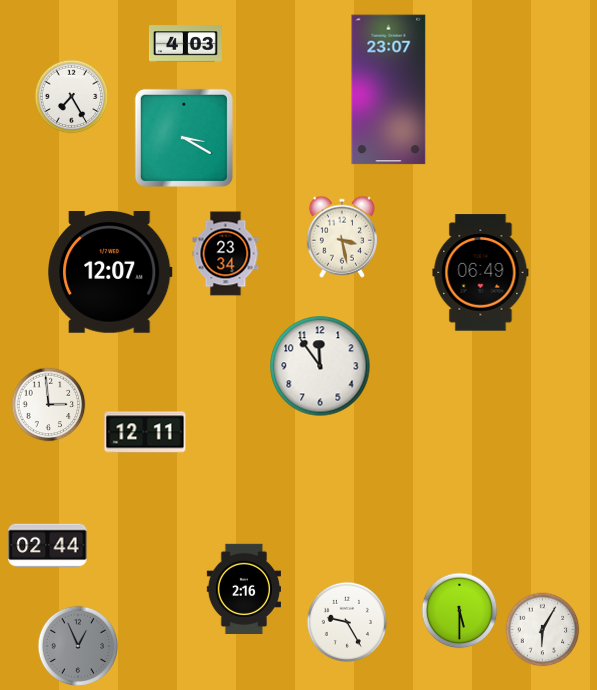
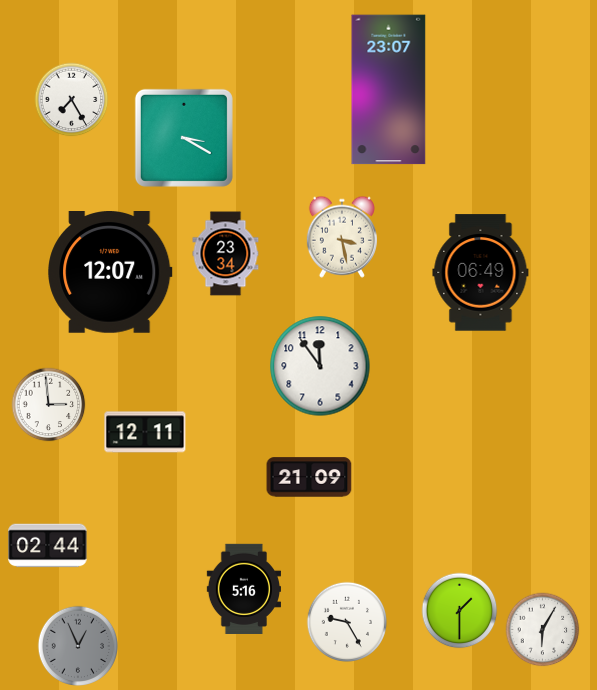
clock at (185, 44): 4:03 -> none
clock at (72, 97) position: (72, 97) -> (72, 100)
clock at (309, 477): none -> 21:09
clock at (243, 588): 2:16 -> 5:16
clock at (460, 611): 5:30 -> 1:30
